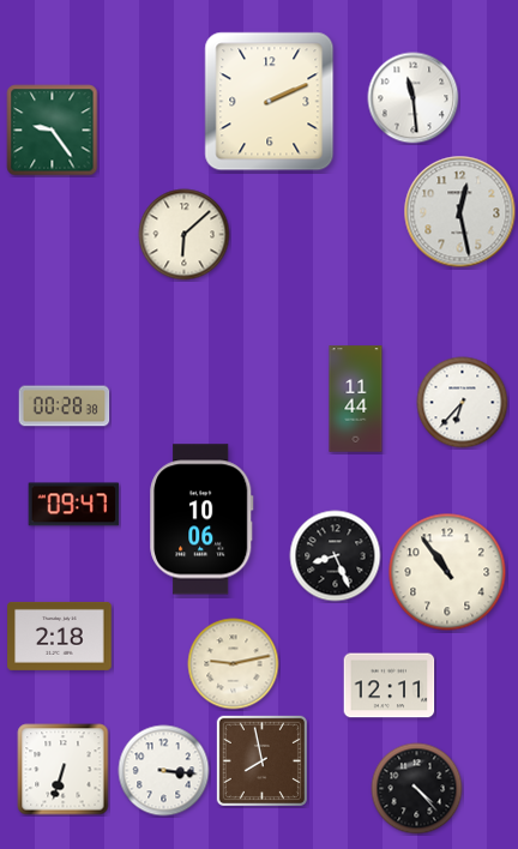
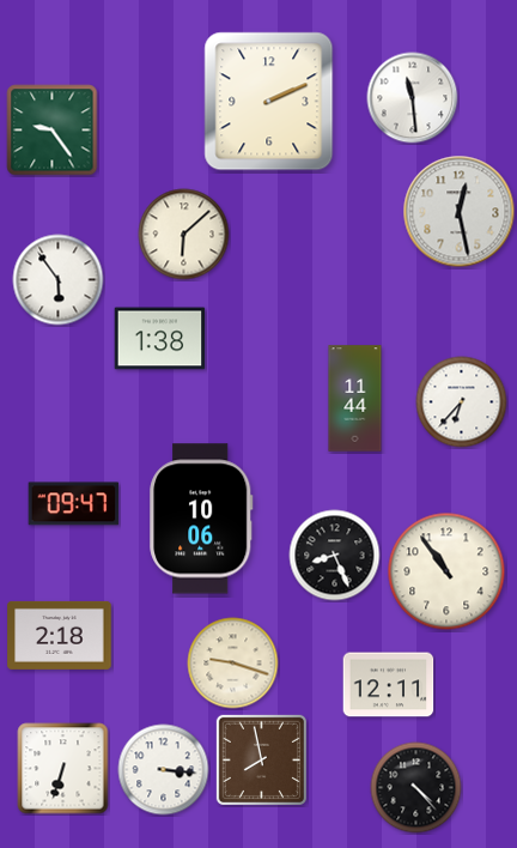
clock at (59, 280): none -> 5:54
clock at (160, 339): none -> 1:38
clock at (65, 407): 00:28 -> none
clock at (234, 664): 9:13 -> 9:18
